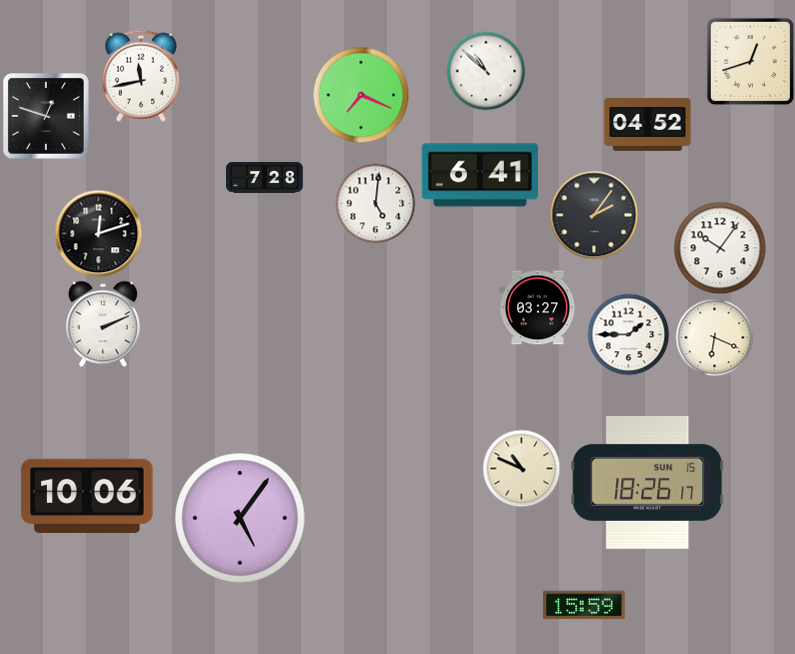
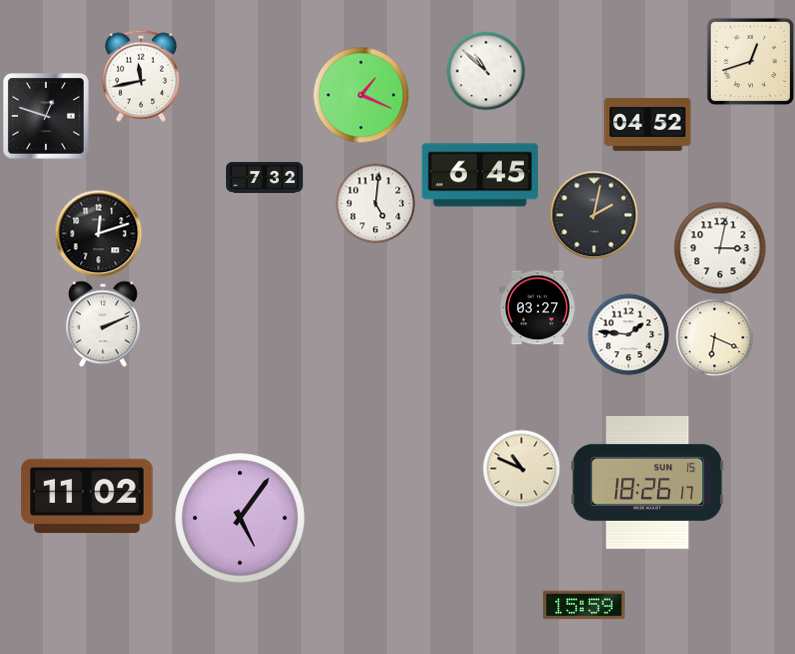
clock at (361, 95): 7:19 -> 1:19
clock at (480, 175): 6:41 -> 6:45
clock at (265, 177): 7:28 -> 7:32
clock at (594, 215): 2:06 -> 2:02
clock at (720, 248): 10:06 -> 3:02
clock at (628, 334): 1:45 -> 1:46
clock at (87, 496): 10:06 -> 11:02
